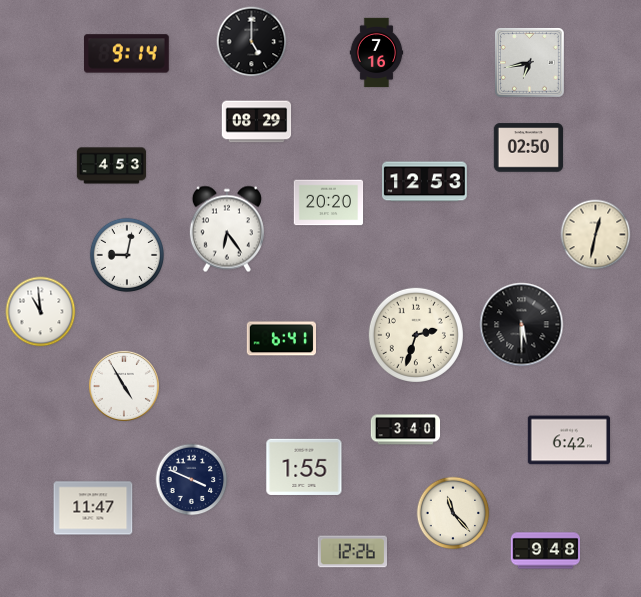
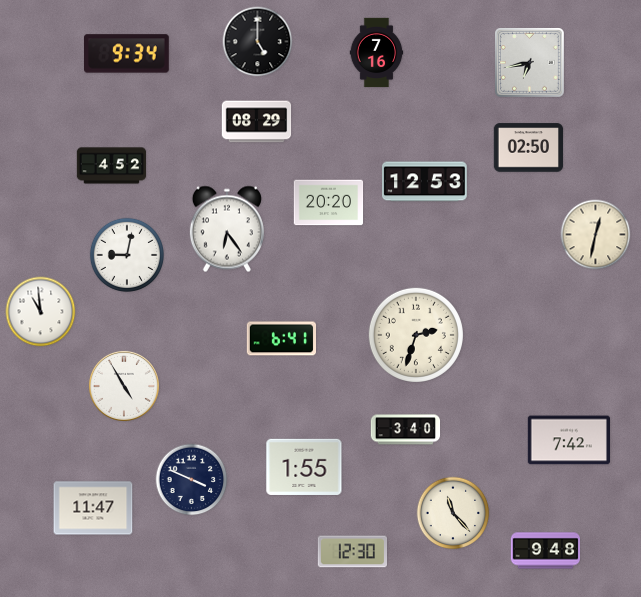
clock at (252, 42) position: (252, 42) -> (258, 42)
clock at (127, 54): 9:14 -> 9:34
clock at (112, 166): 4:53 -> 4:52
clock at (522, 325): 5:30 -> none
clock at (568, 440): 6:42 -> 7:42
clock at (352, 552): 12:26 -> 12:30
